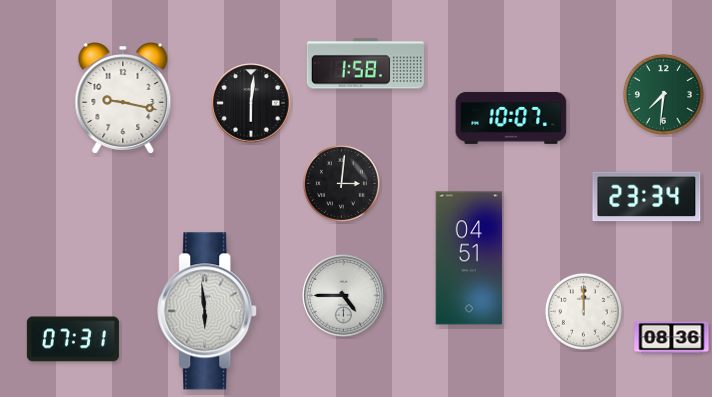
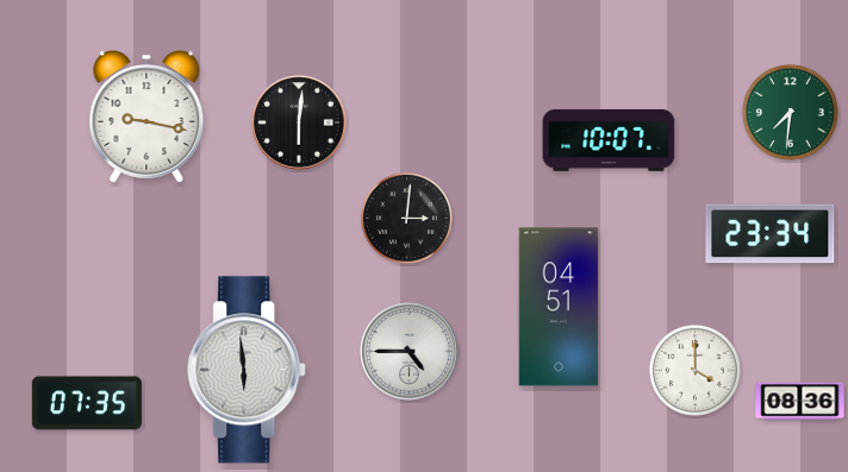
clock at (365, 64): 1:58 -> none
clock at (583, 311): 12:00 -> 4:00
clock at (73, 339): 07:31 -> 07:35
